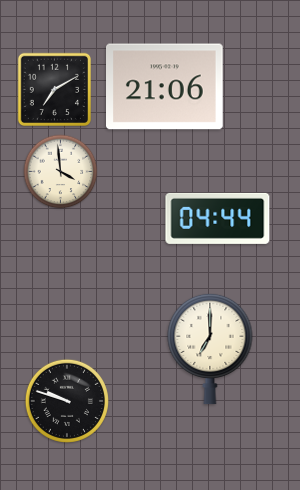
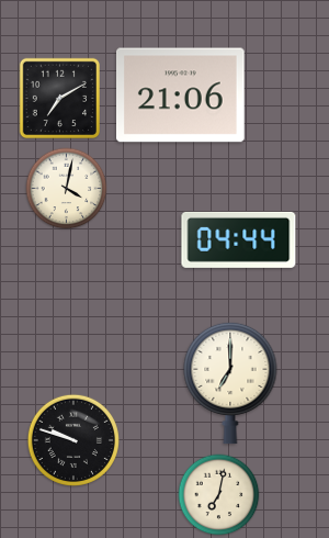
clock at (61, 172): 3:59 -> 4:02
clock at (219, 495): none -> 7:02
